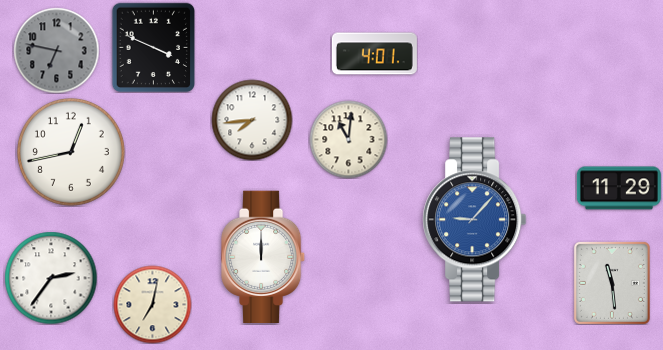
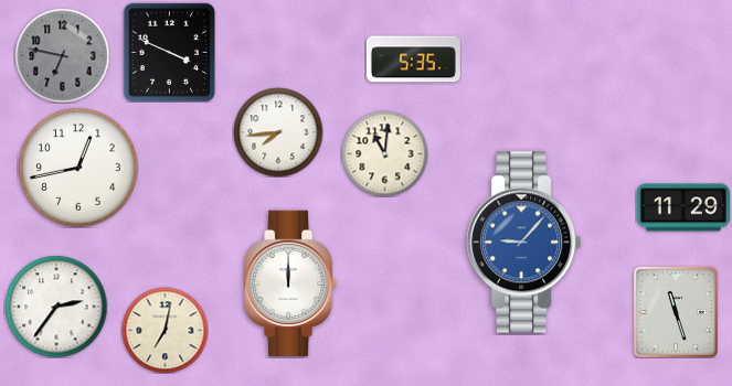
clock at (374, 54): 4:01 -> 5:35
clock at (612, 283): 11:29 -> 11:27
clock at (152, 304) position: (152, 304) -> (165, 330)
